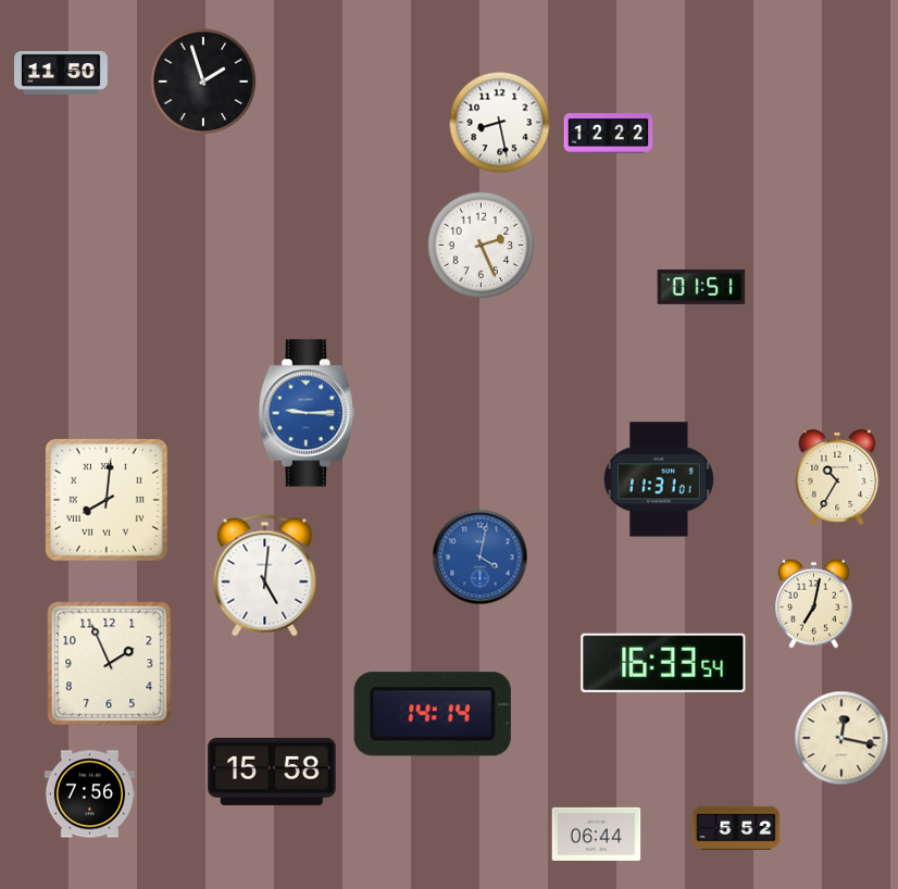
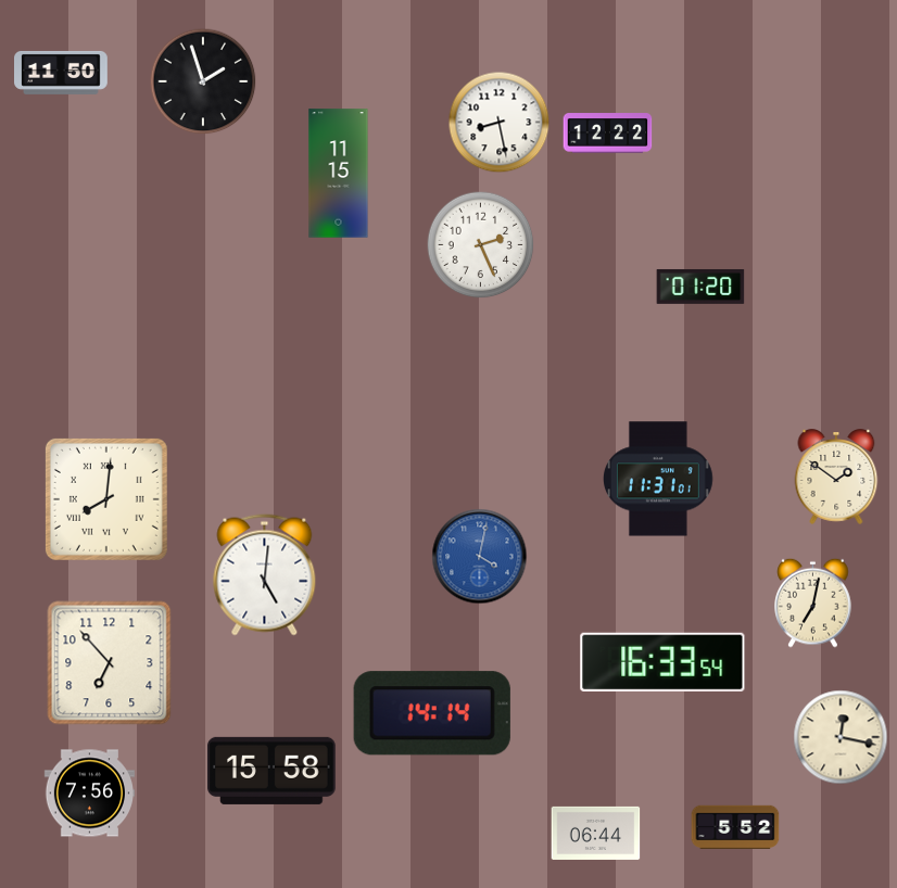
clock at (339, 174): none -> 11:15
clock at (701, 287): 01:51 -> 01:20
clock at (307, 413): 9:15 -> none
clock at (837, 477): 10:35 -> 1:51
clock at (110, 664): 1:56 -> 6:53
